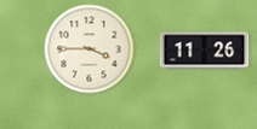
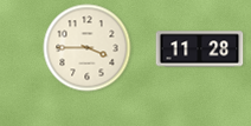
clock at (205, 51): 11:26 -> 11:28
